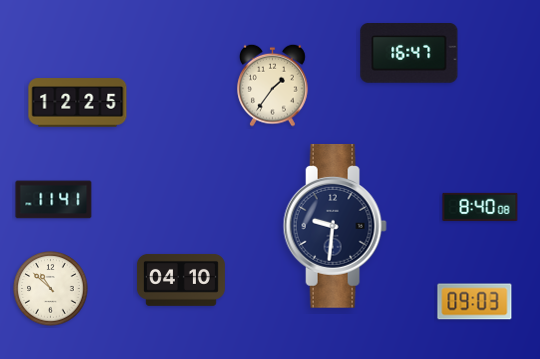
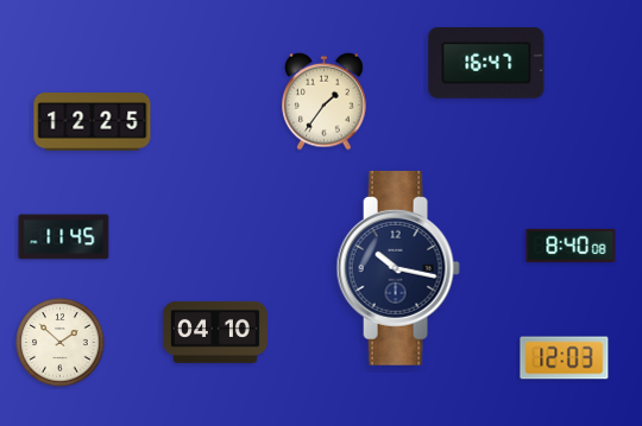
clock at (54, 200): 11:41 -> 11:45
clock at (335, 226): 9:31 -> 10:17
clock at (51, 289): 10:52 -> 1:52
clock at (475, 302): 09:03 -> 12:03
